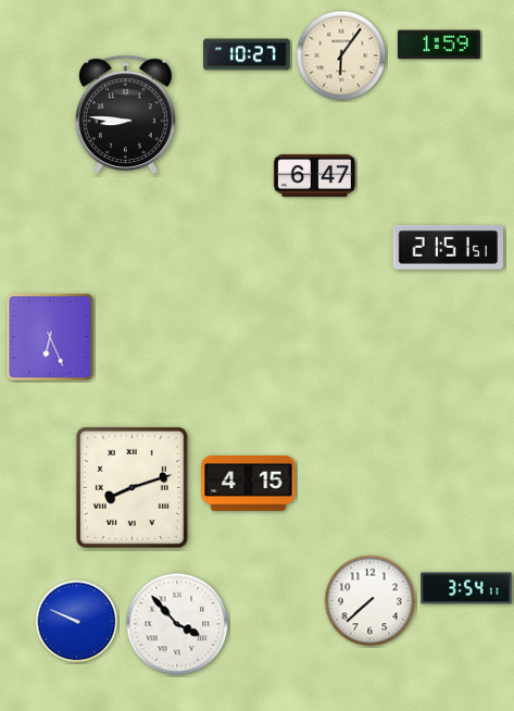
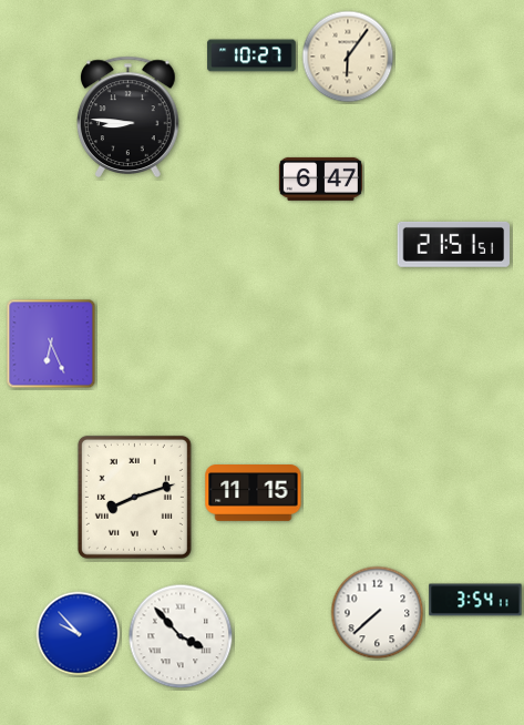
clock at (439, 45): 1:59 -> none
clock at (449, 247) position: (449, 247) -> (454, 244)
clock at (249, 484): 4:15 -> 11:15
clock at (77, 622): 9:49 -> 9:53
